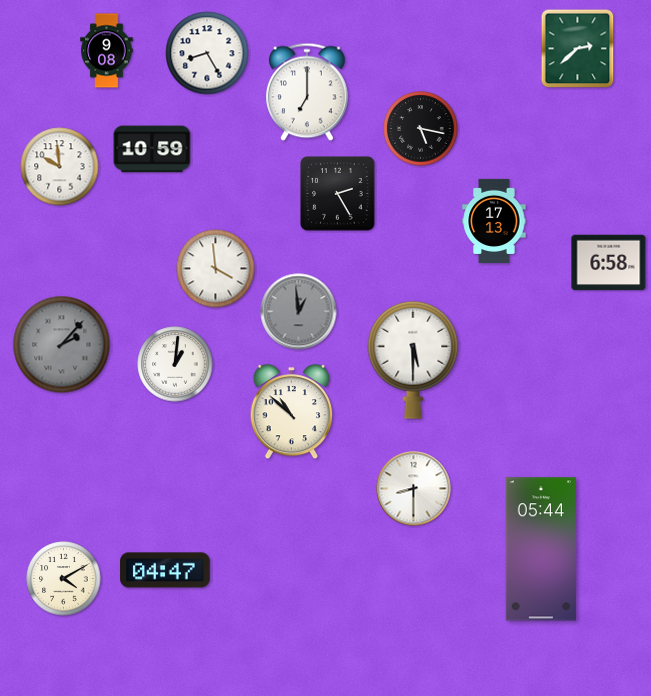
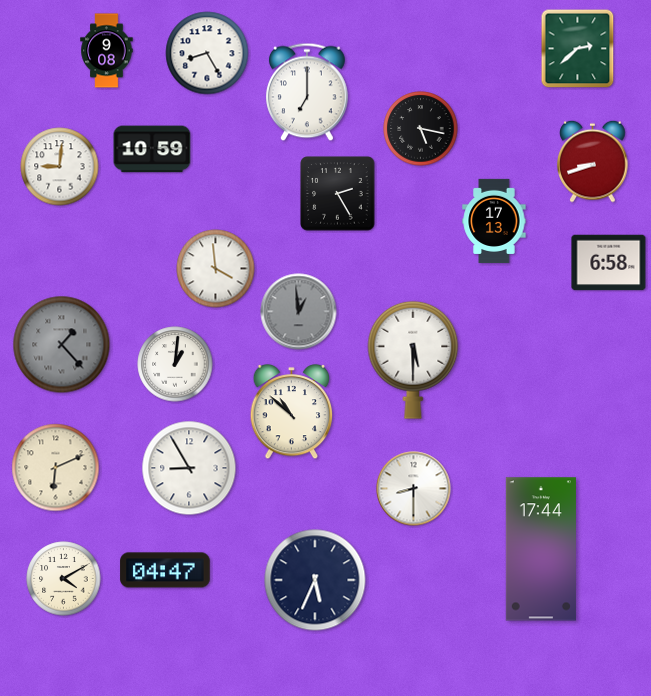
clock at (593, 161): none -> 8:42
clock at (60, 167): 9:59 -> 9:01
clock at (62, 345): 2:07 -> 1:23
clock at (56, 468): none -> 6:11
clock at (189, 468): none -> 8:55
clock at (541, 549): 05:44 -> 17:44
clock at (315, 580): none -> 5:34
